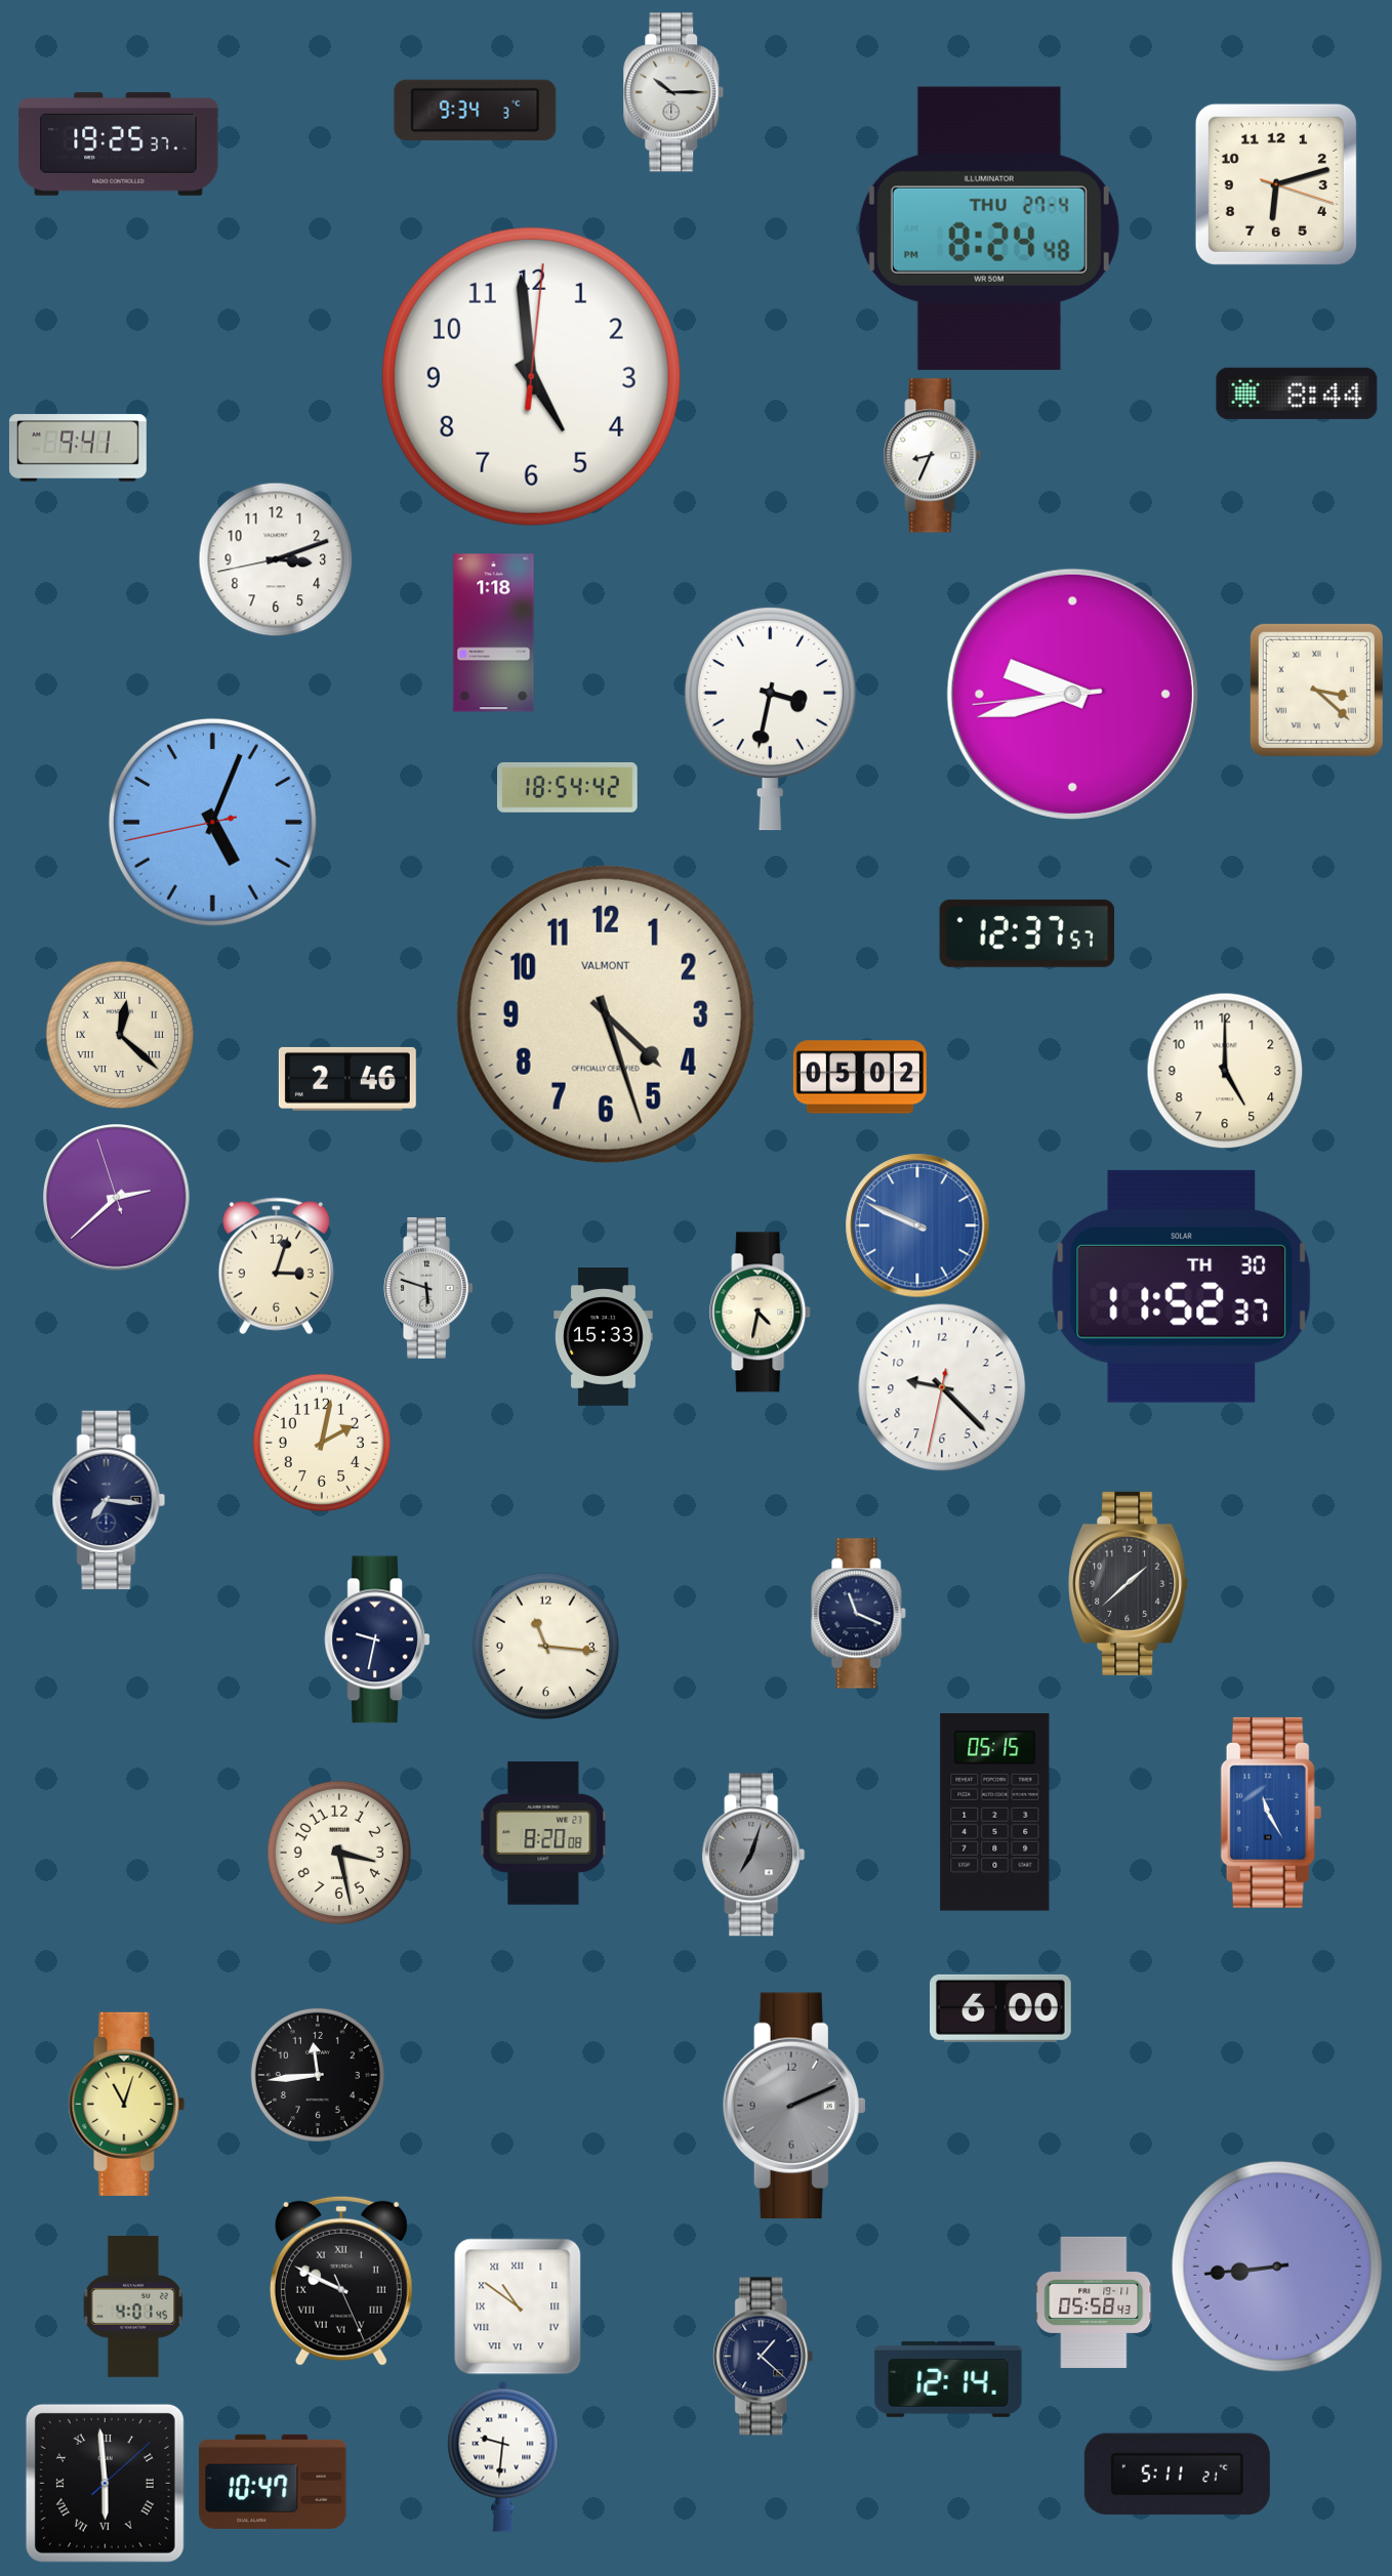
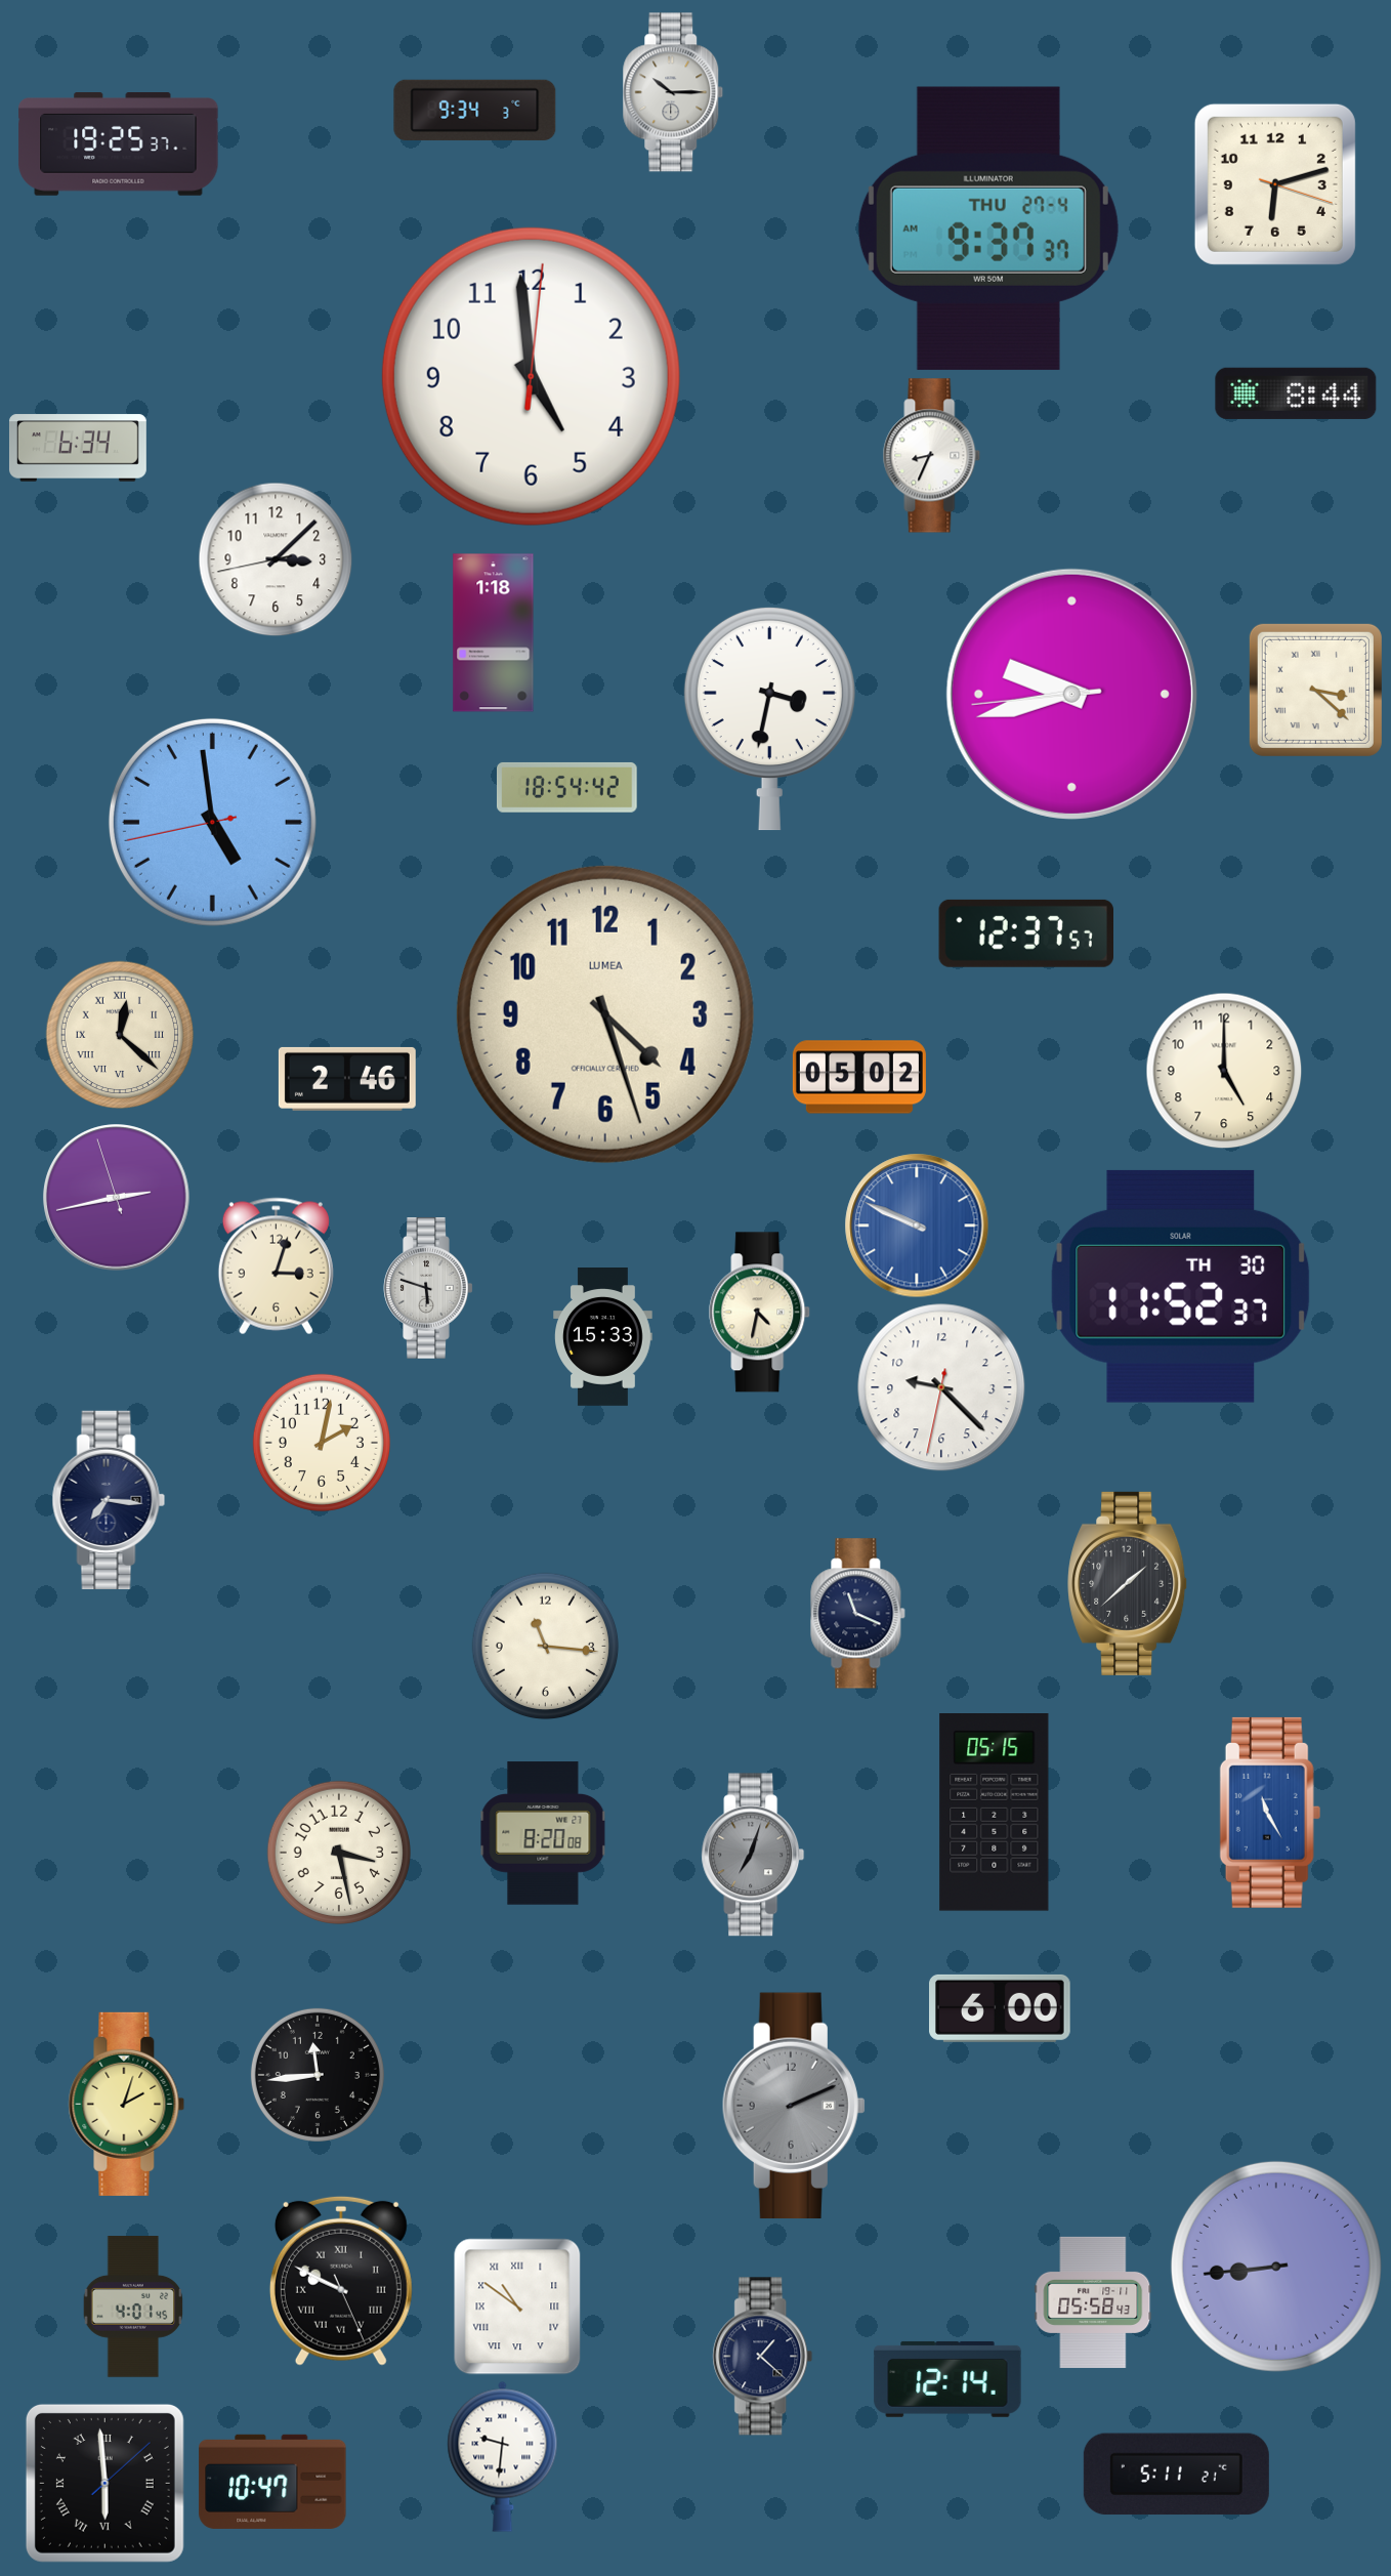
clock at (989, 228): 8:24 -> 9:37
clock at (78, 448): 9:41 -> 6:34
clock at (276, 559): 3:11 -> 3:07
clock at (212, 822): 5:03 -> 4:58
clock at (606, 1014) brand: VALMONT -> LUMEA
clock at (117, 1198): 2:37 -> 2:42
clock at (377, 1639): 9:32 -> none
clock at (127, 2104): 11:03 -> 2:03
